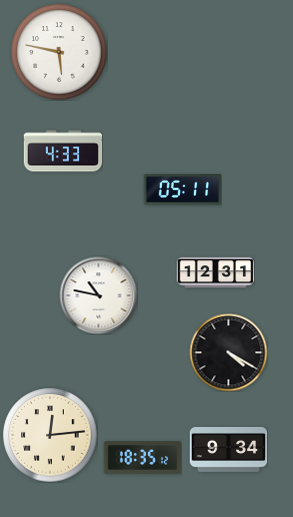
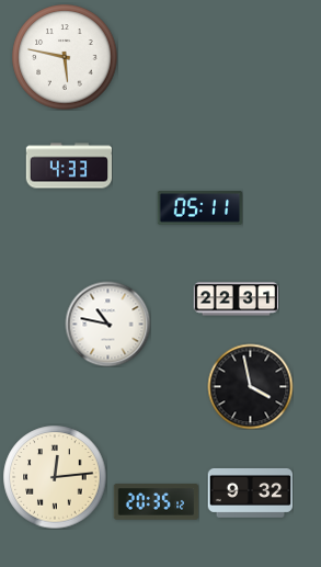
clock at (215, 273): 12:31 -> 22:31
clock at (228, 352): 4:20 -> 3:58
clock at (228, 449): 9:34 -> 9:32
clock at (142, 458): 18:35 -> 20:35
